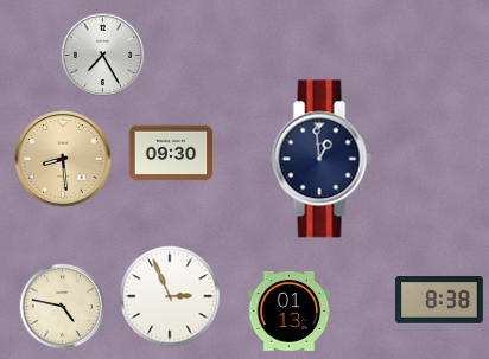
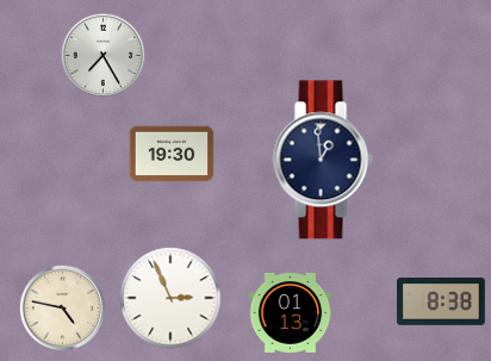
clock at (171, 153): 09:30 -> 19:30
clock at (63, 159): 8:29 -> none
